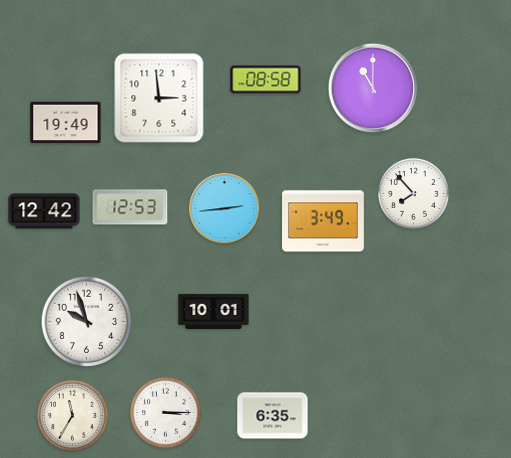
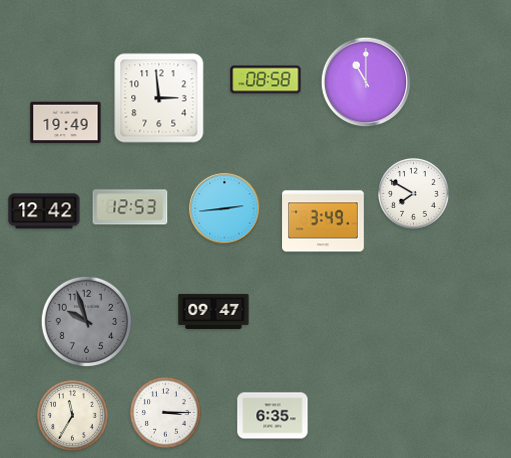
clock at (373, 88) position: (373, 88) -> (366, 82)
clock at (414, 194): 7:53 -> 7:50
clock at (214, 311): 10:01 -> 09:47
clock at (87, 322) dial: white -> grey
